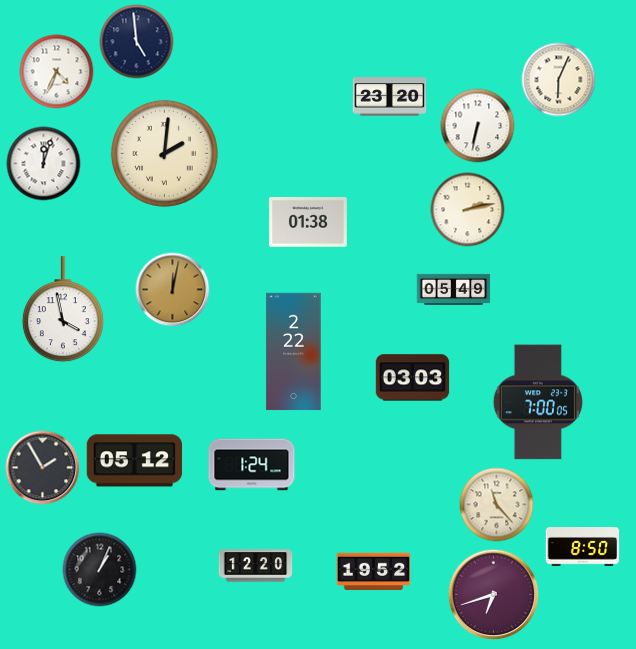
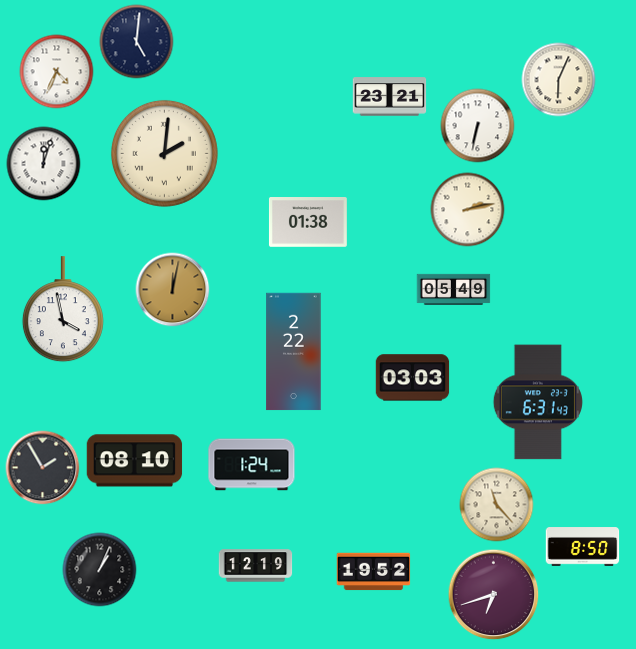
clock at (137, 42): 4:59 -> 5:01
clock at (390, 97): 23:20 -> 23:21
clock at (538, 402): 7:00 -> 6:31
clock at (135, 461): 05:12 -> 08:10
clock at (256, 566): 12:20 -> 12:19
